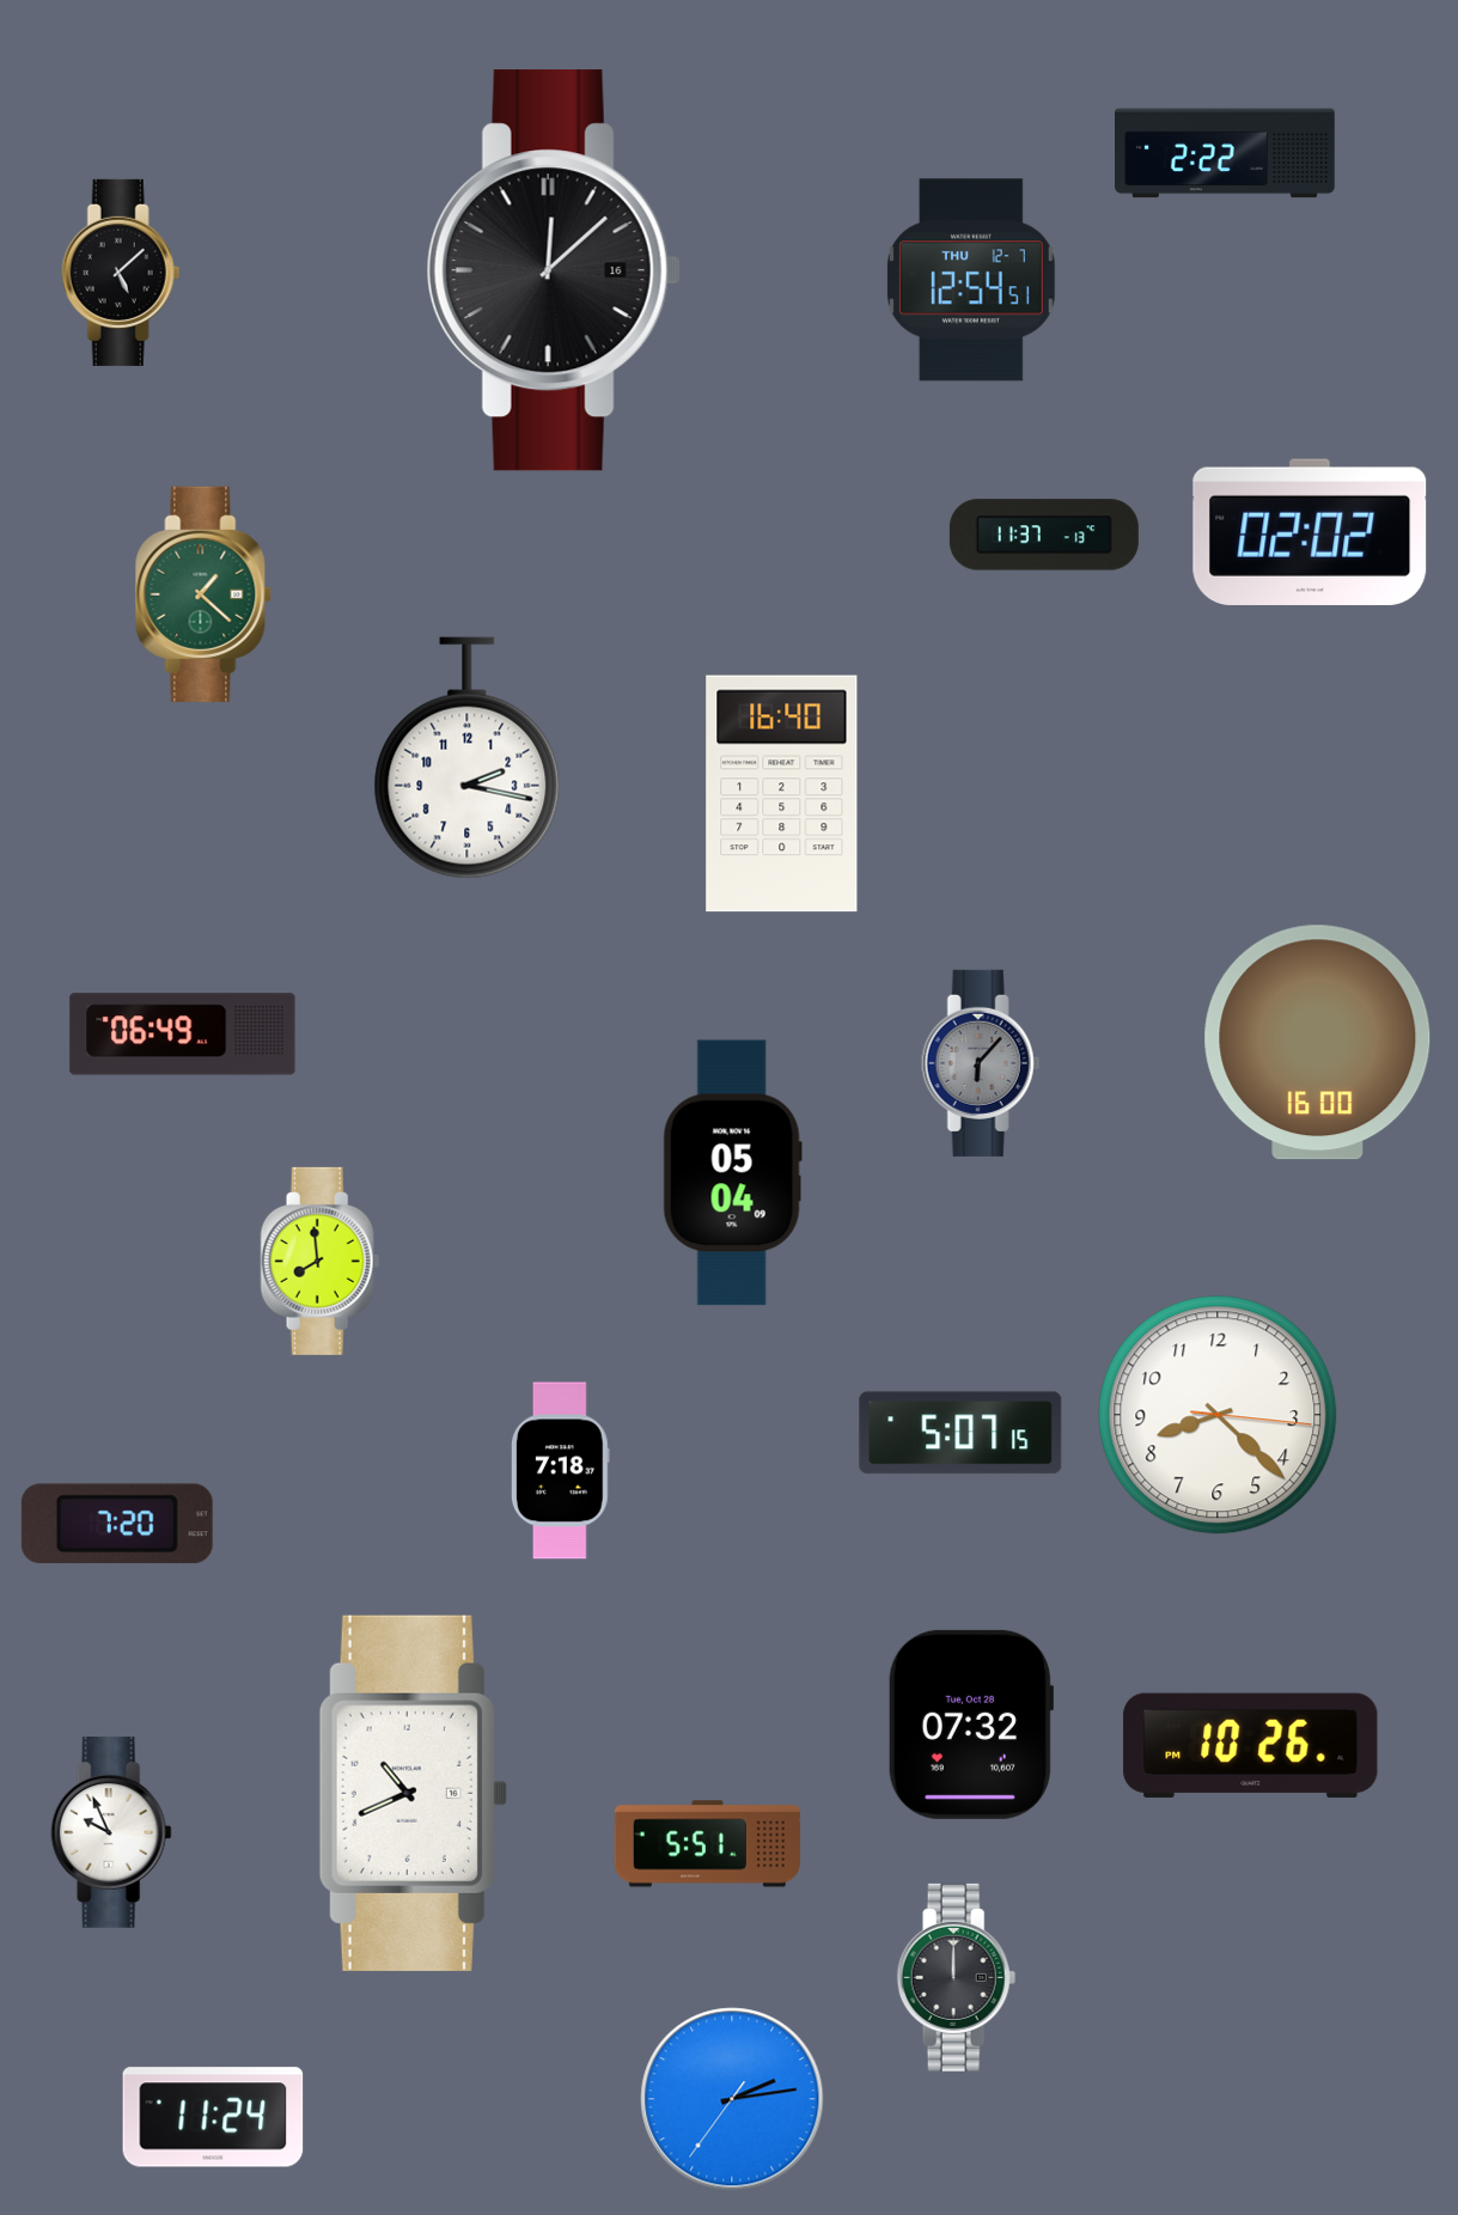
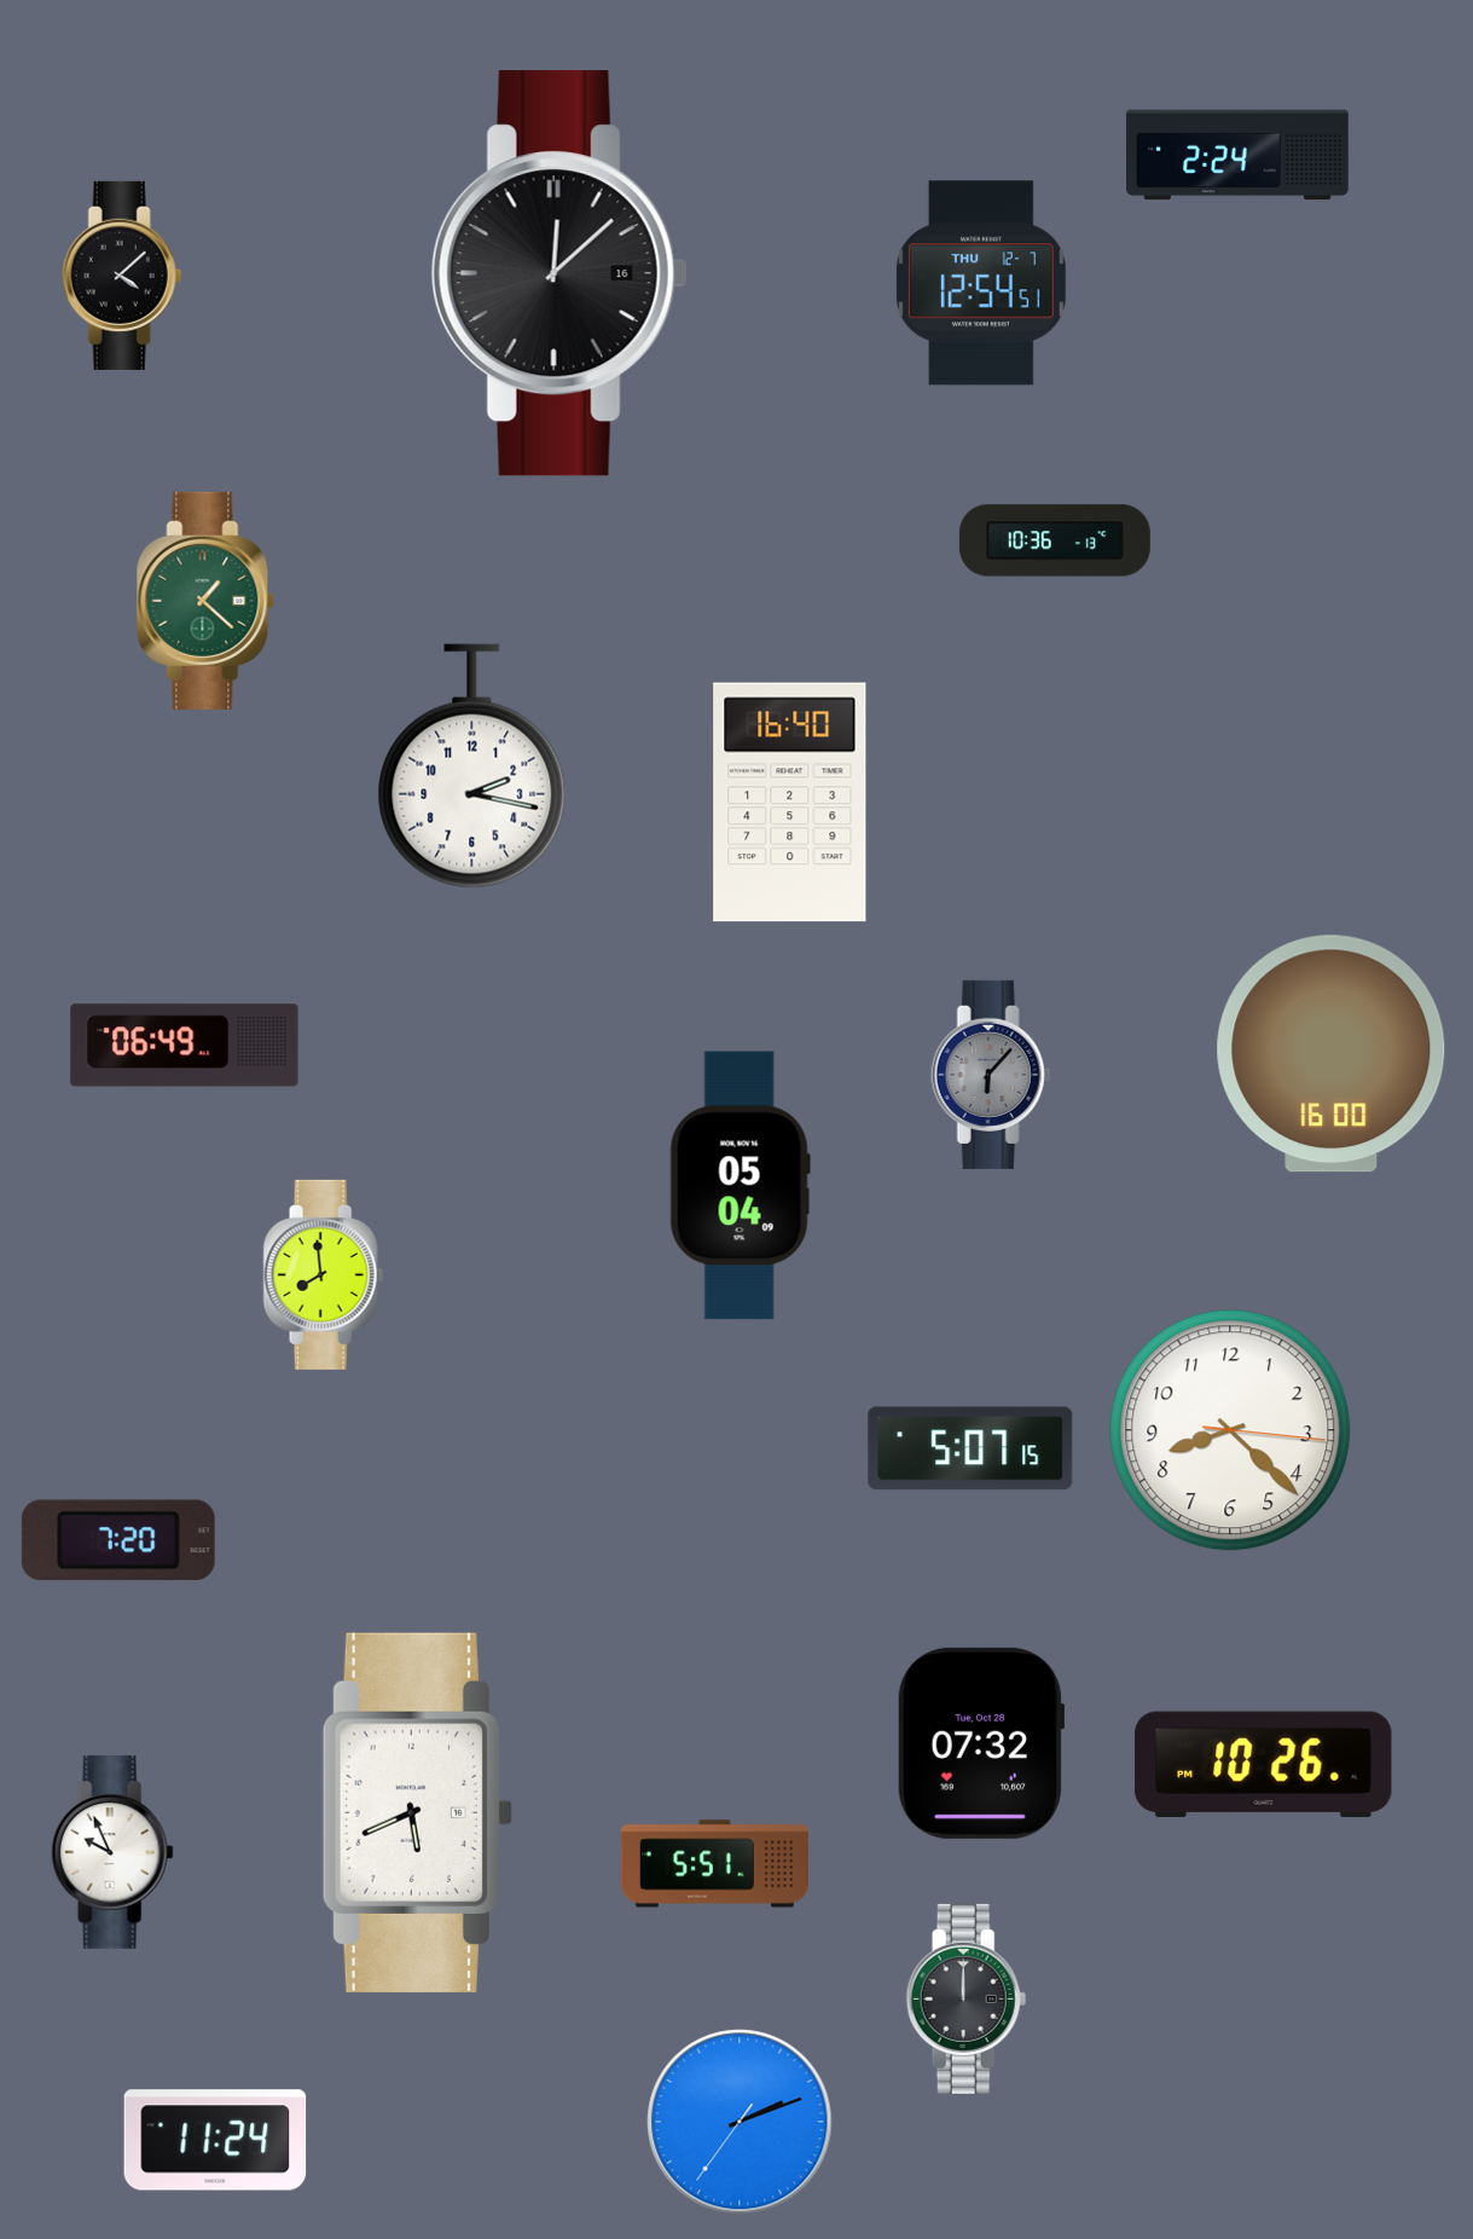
clock at (1226, 153): 2:22 -> 2:24
clock at (121, 273): 5:08 -> 4:08
clock at (1310, 531): 02:02 -> none
clock at (1044, 535): 11:37 -> 10:36
clock at (560, 1471): 7:18 -> none
clock at (413, 1793): 10:41 -> 5:41
clock at (732, 2099): 2:13 -> 2:11
